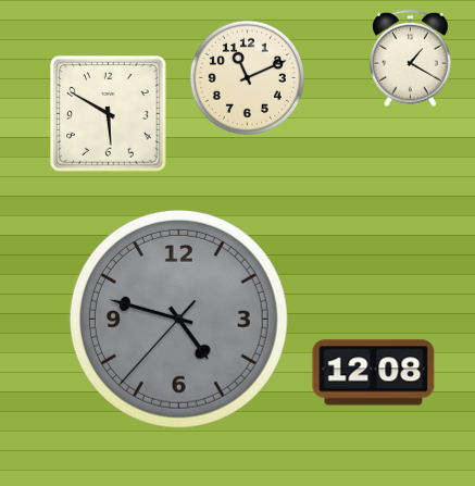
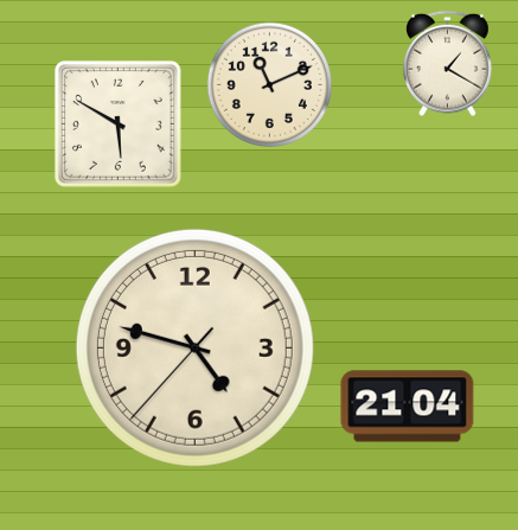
clock at (178, 319) dial: grey -> cream
clock at (374, 373): 12:08 -> 21:04
